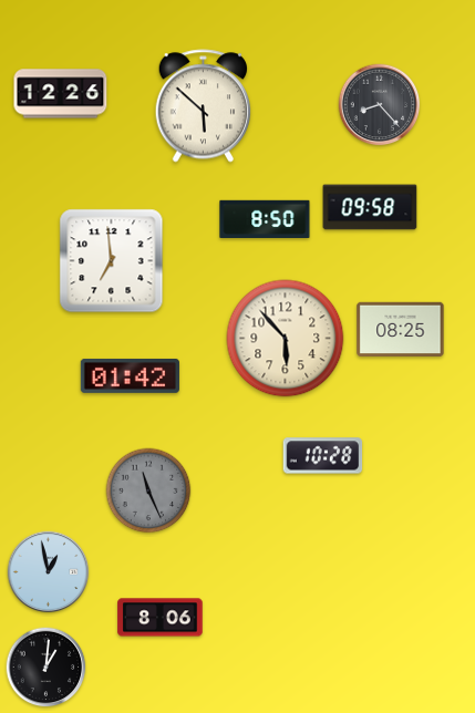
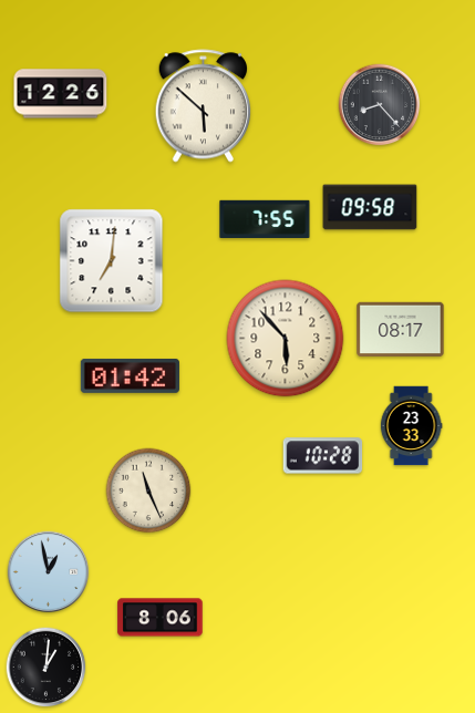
clock at (265, 218): 8:50 -> 7:55
clock at (112, 261): 6:59 -> 7:01
clock at (401, 329): 08:25 -> 08:17
clock at (411, 426): none -> 23:33
clock at (148, 490) dial: grey -> cream
